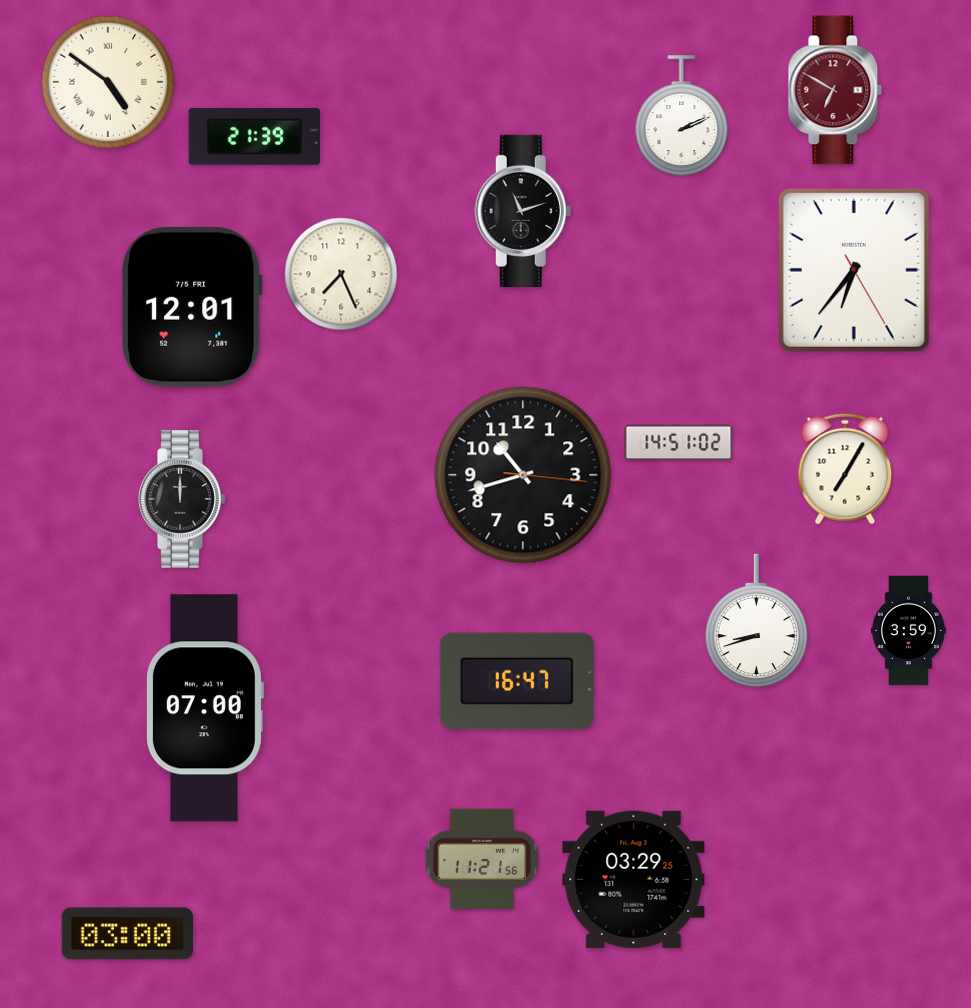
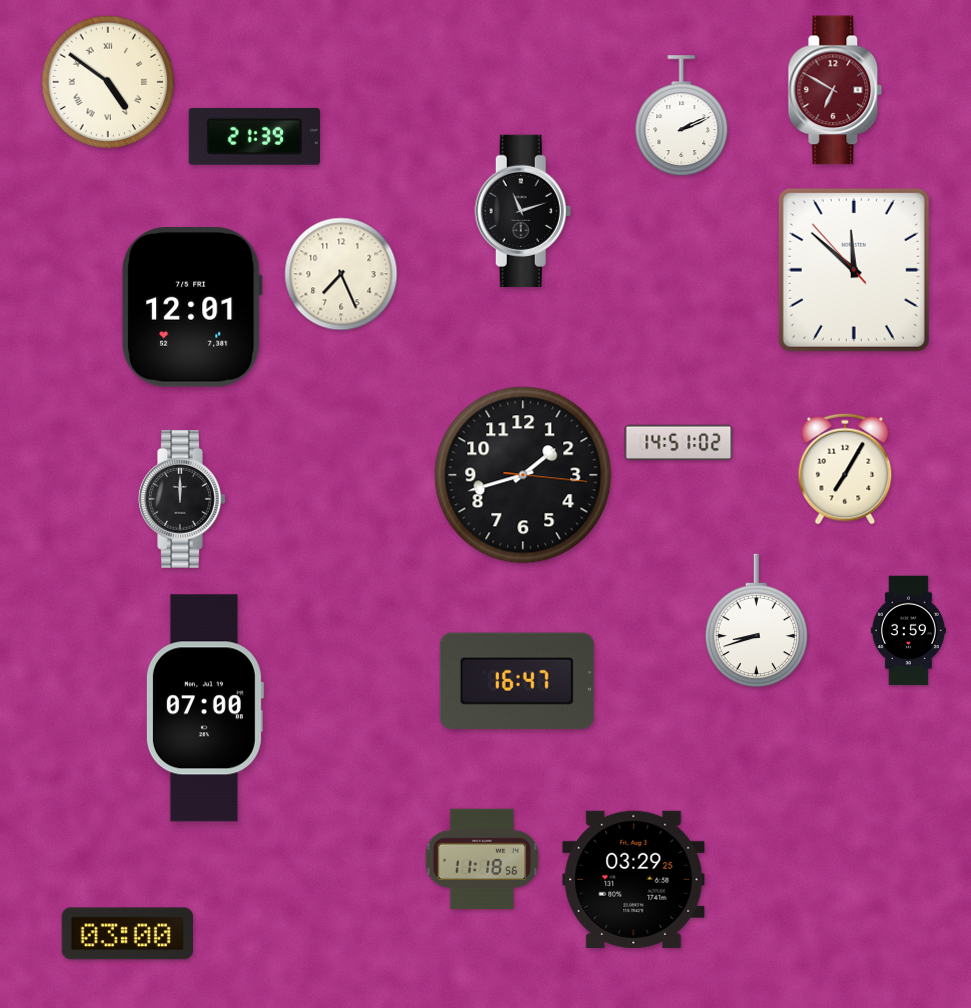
clock at (854, 270): 6:36 -> 11:51
clock at (523, 475): 10:42 -> 1:42
clock at (482, 859): 11:21 -> 11:18
